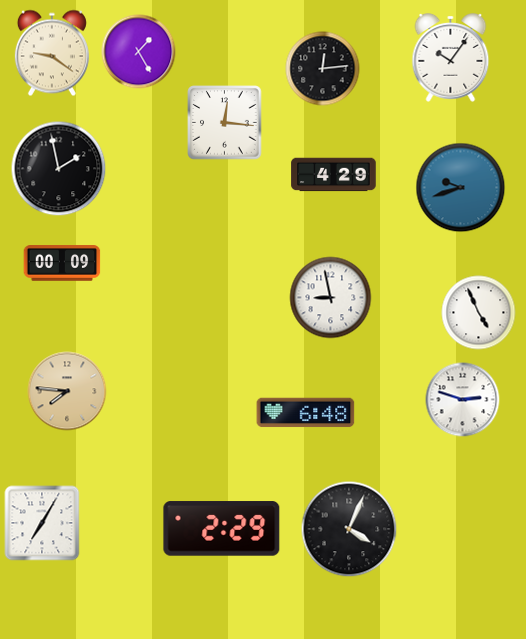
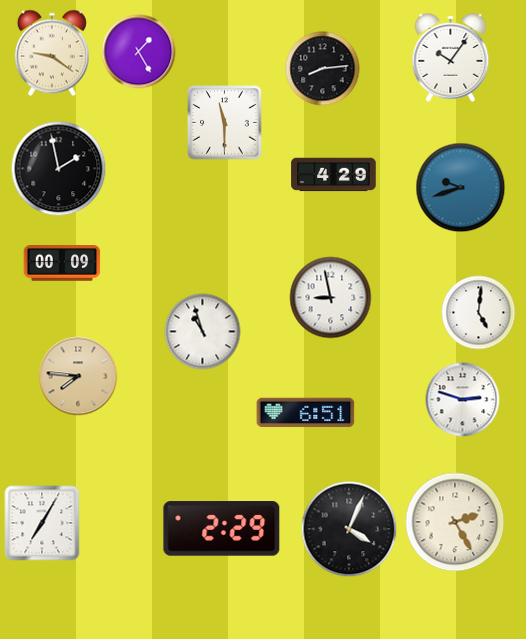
clock at (323, 69): 12:14 -> 8:14
clock at (225, 123): 12:16 -> 11:30
clock at (479, 313): 4:56 -> 5:01
clock at (203, 332): none -> 10:57
clock at (67, 391) position: (67, 391) -> (78, 376)
clock at (306, 413): 6:48 -> 6:51
clock at (455, 522): none -> 2:25
